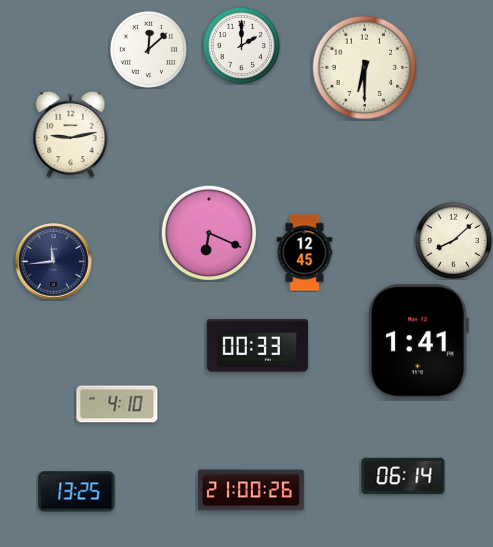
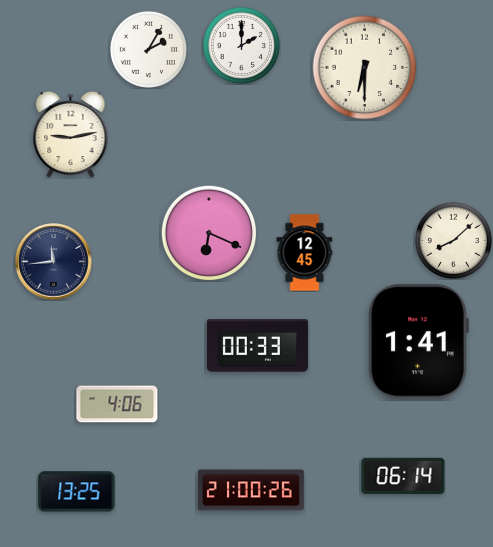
clock at (148, 49): 12:08 -> 2:05
clock at (117, 404): 4:10 -> 4:06
